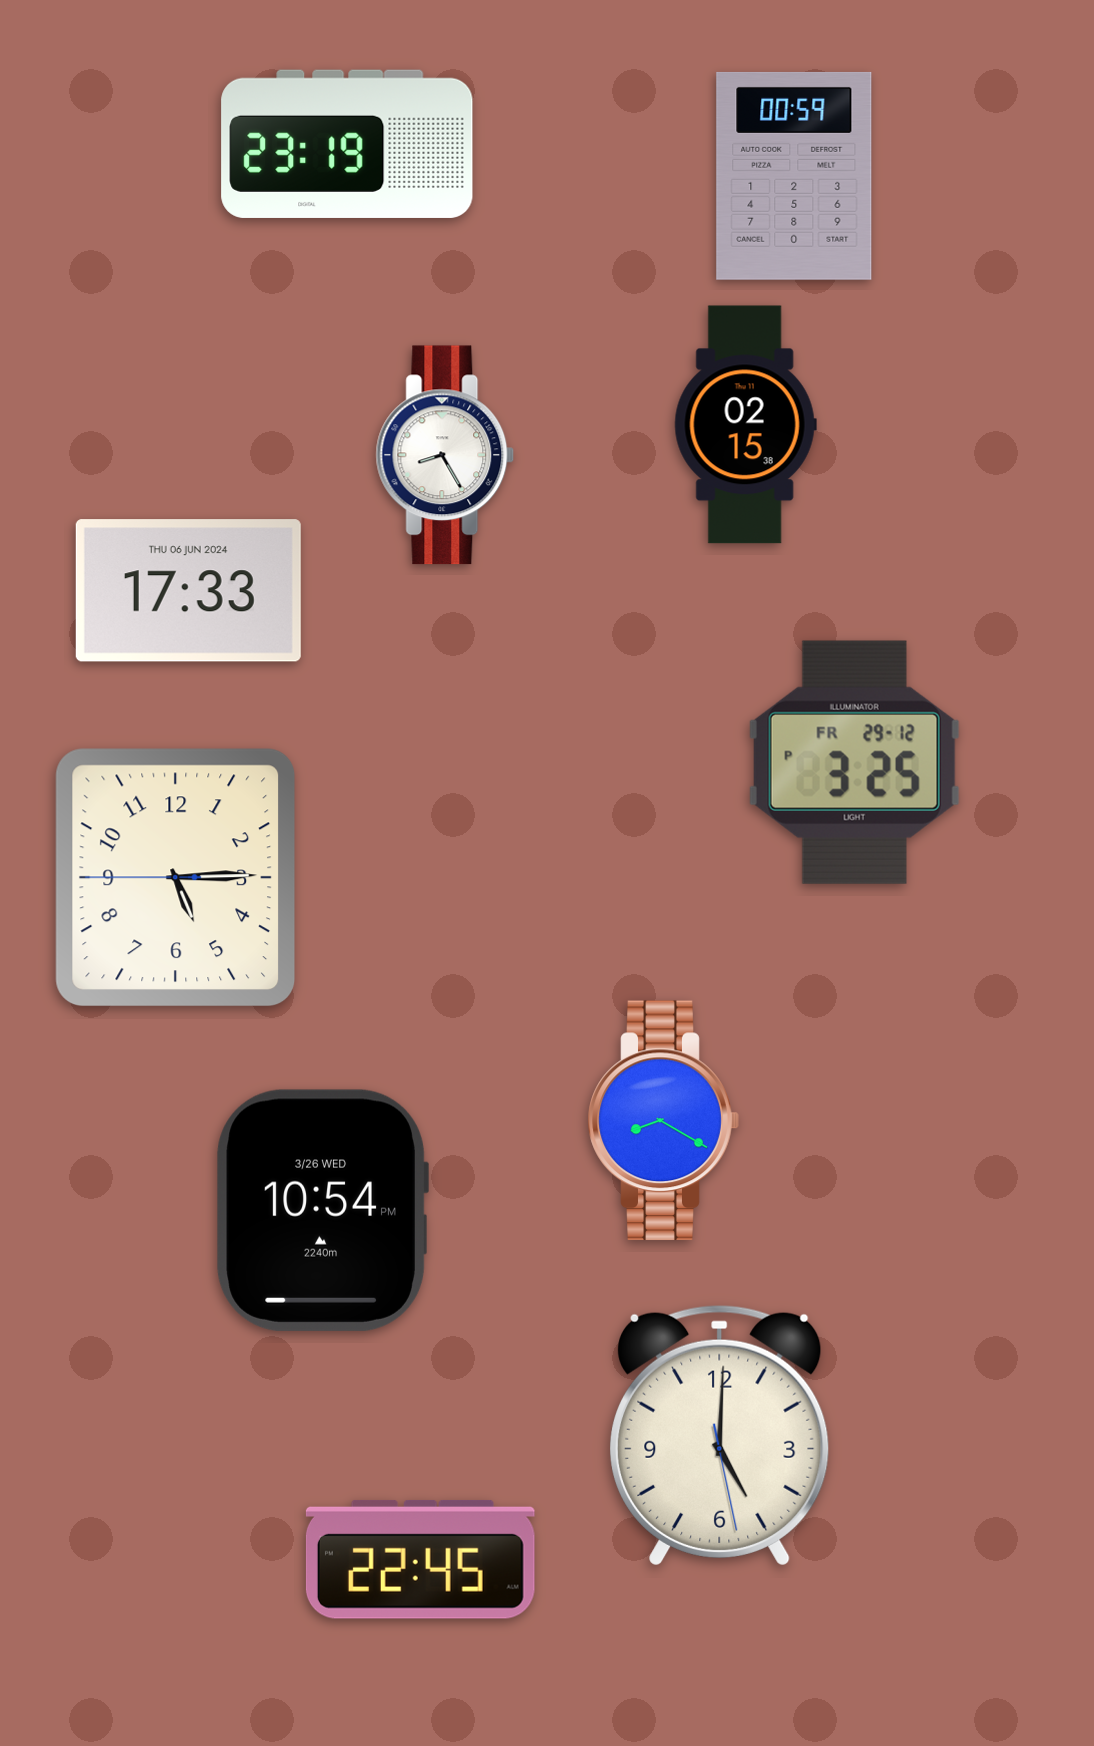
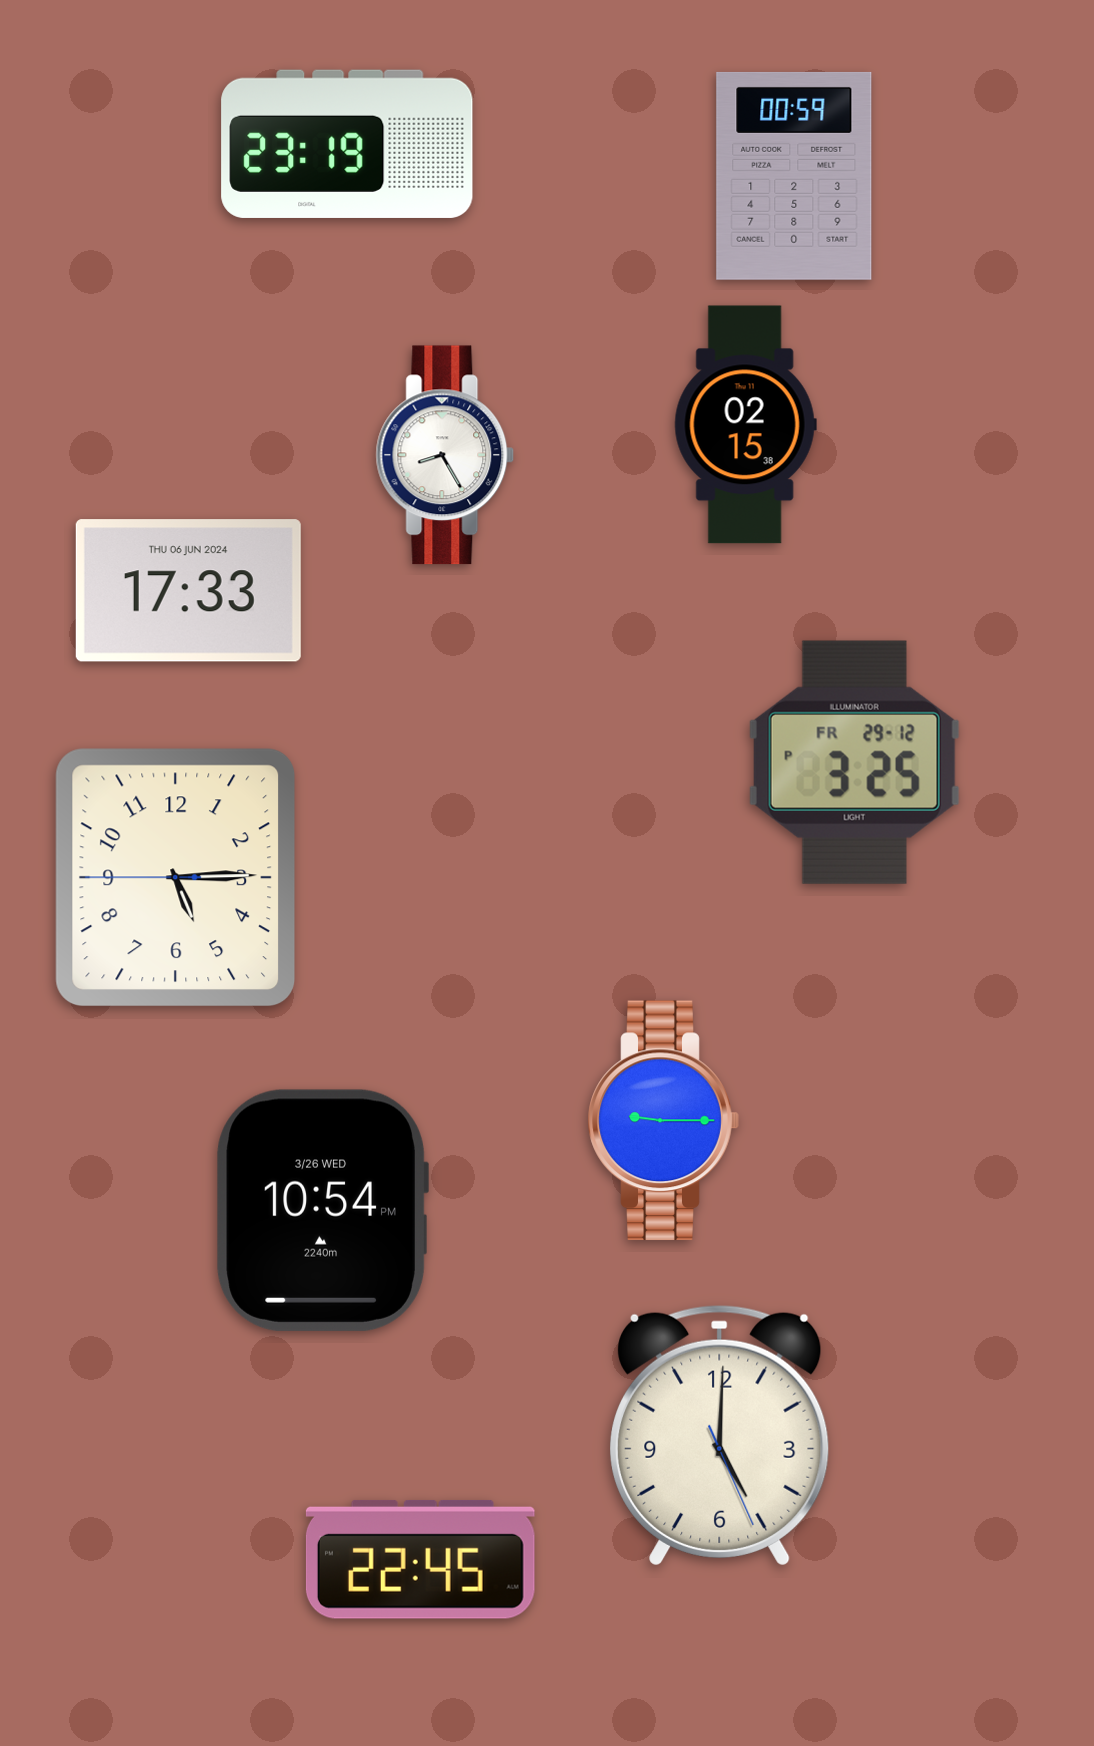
clock at (663, 1121): 8:20 -> 9:15
clock at (720, 1435): 5:00:28 -> 5:00:26
